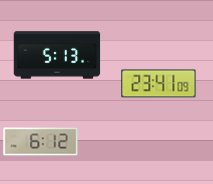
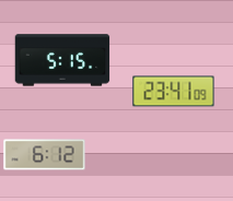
clock at (57, 55): 5:13 -> 5:15
